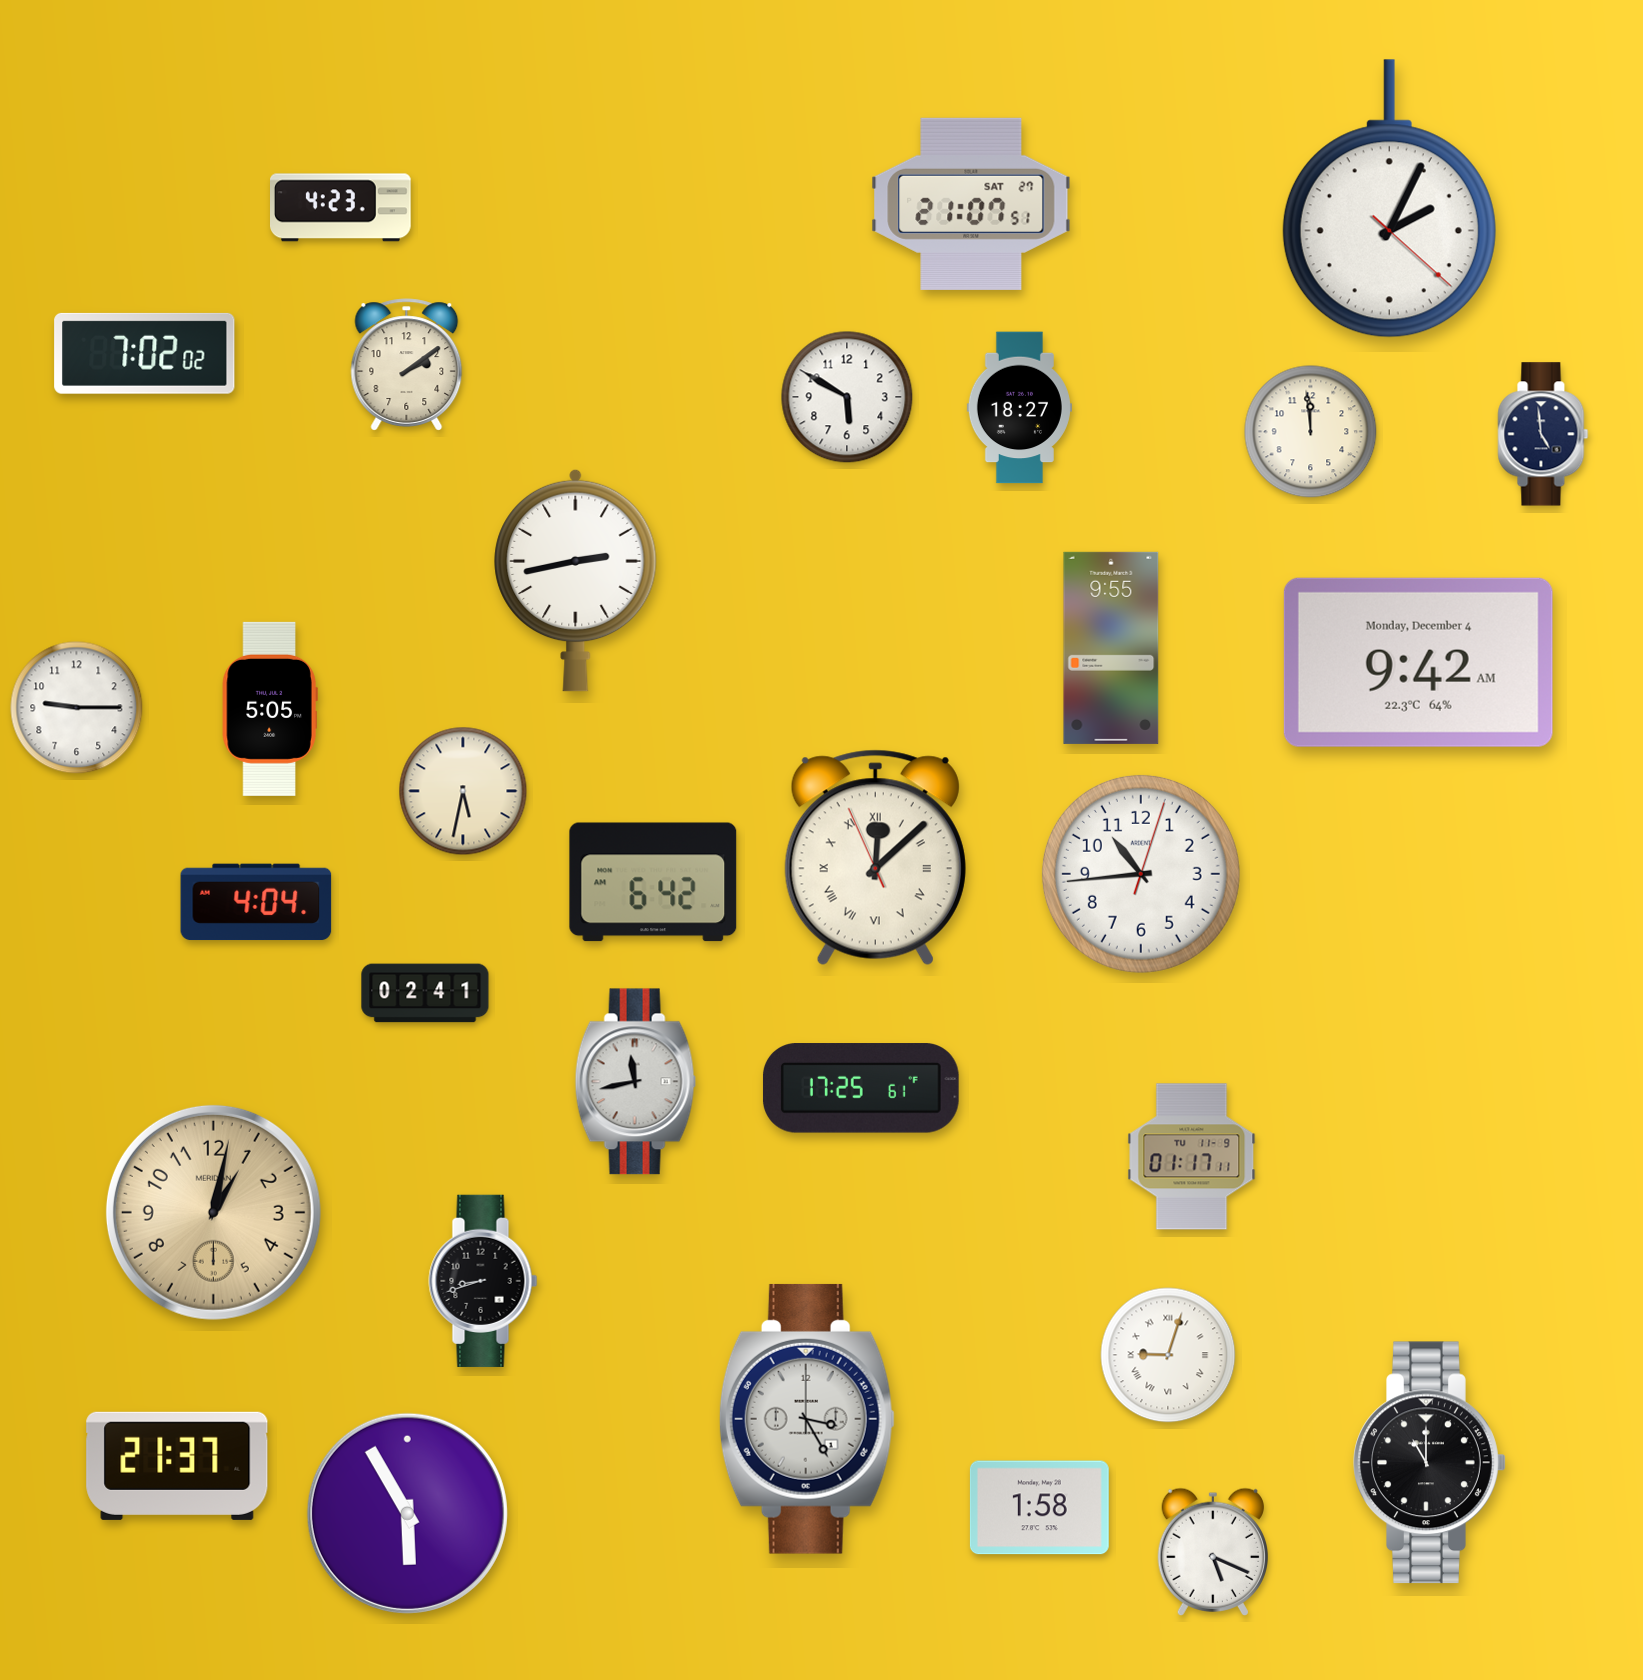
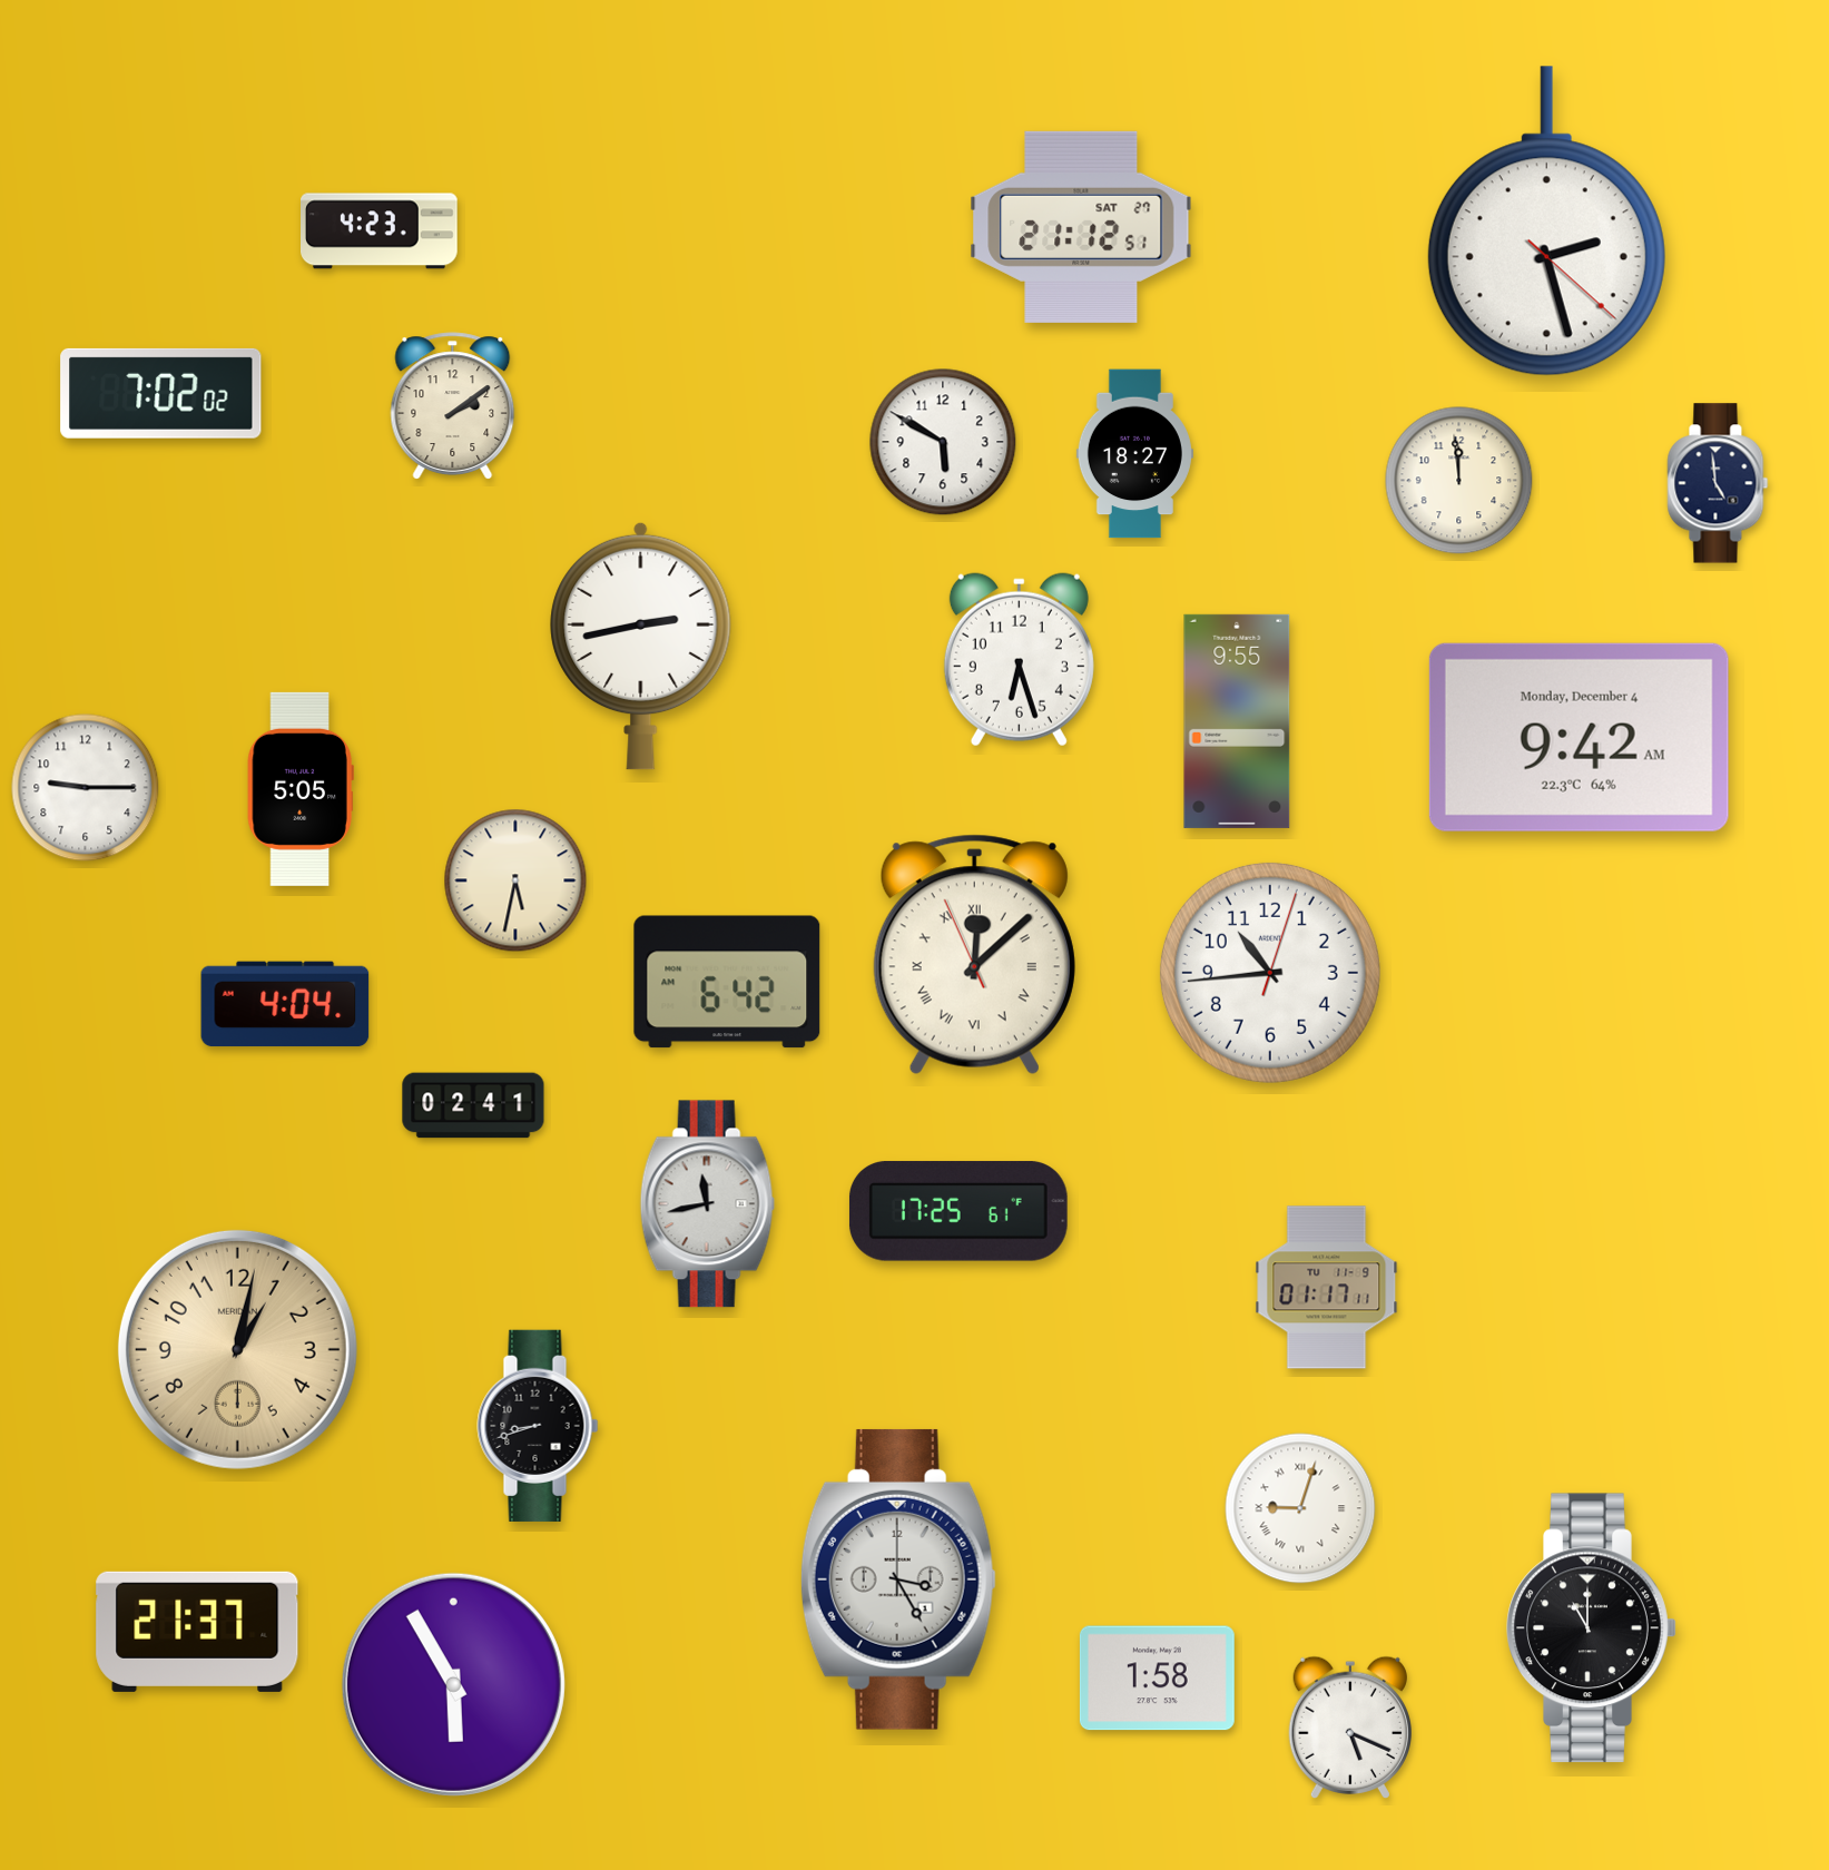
clock at (1389, 199): 2:04 -> 2:27
clock at (971, 204): 21:07 -> 21:12
clock at (1019, 660): none -> 6:27
